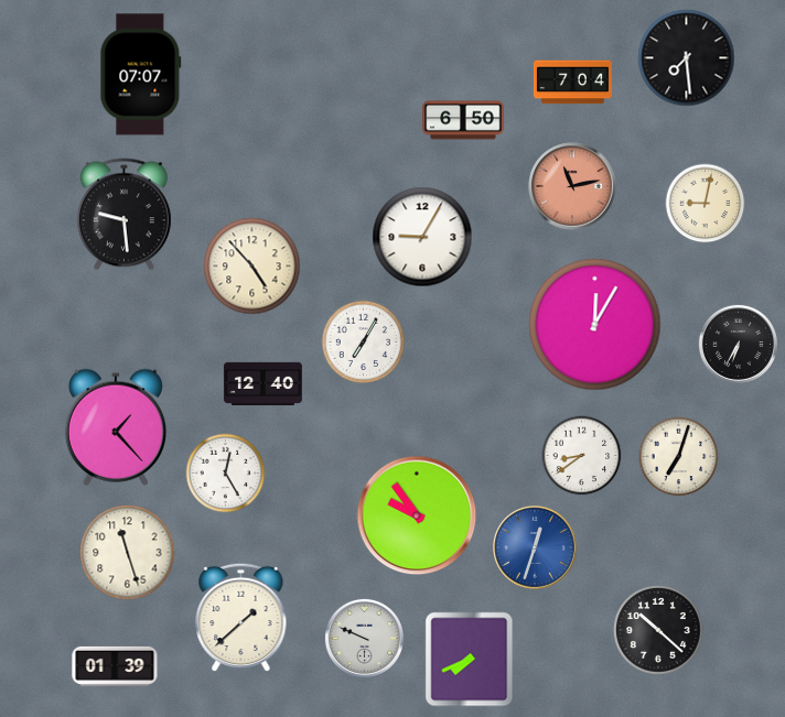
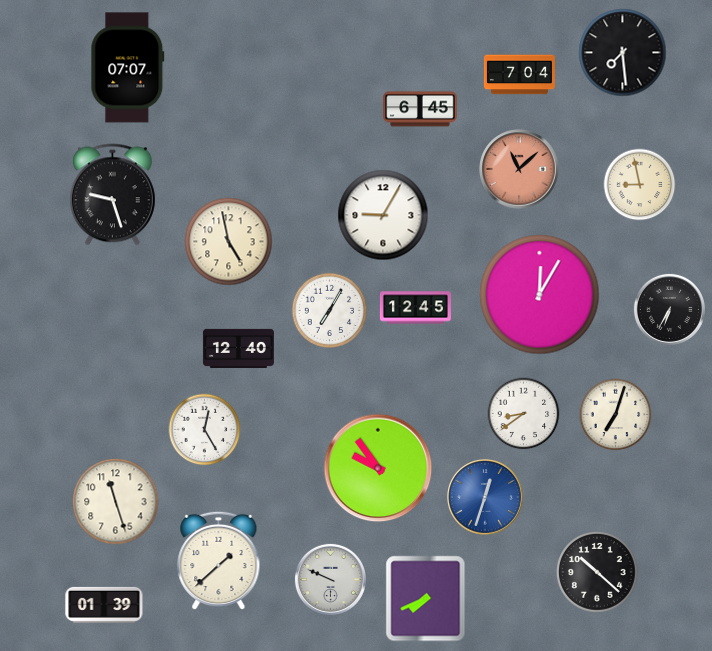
clock at (463, 120): 6:50 -> 6:45
clock at (572, 186): 11:13 -> 11:08
clock at (706, 204): 9:02 -> 8:58
clock at (123, 215): 9:29 -> 9:27
clock at (252, 267): 4:53 -> 4:58
clock at (415, 308): none -> 12:45
clock at (738, 344) position: (738, 344) -> (669, 309)
clock at (116, 427): 1:23 -> none
clock at (582, 456) position: (582, 456) -> (524, 414)
